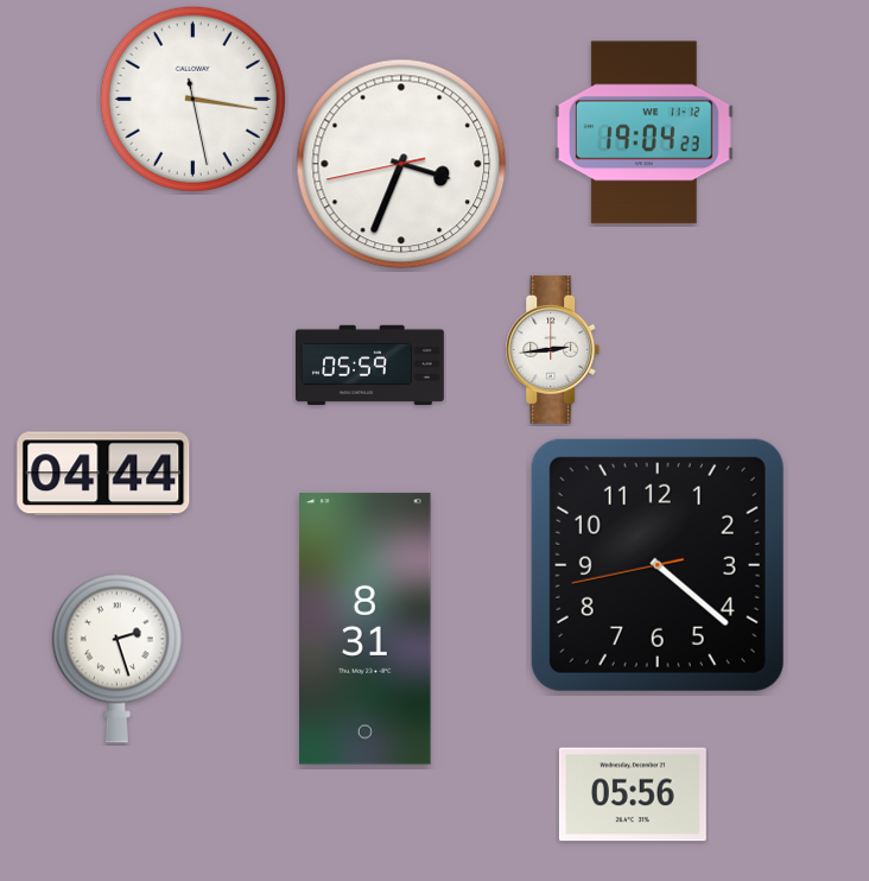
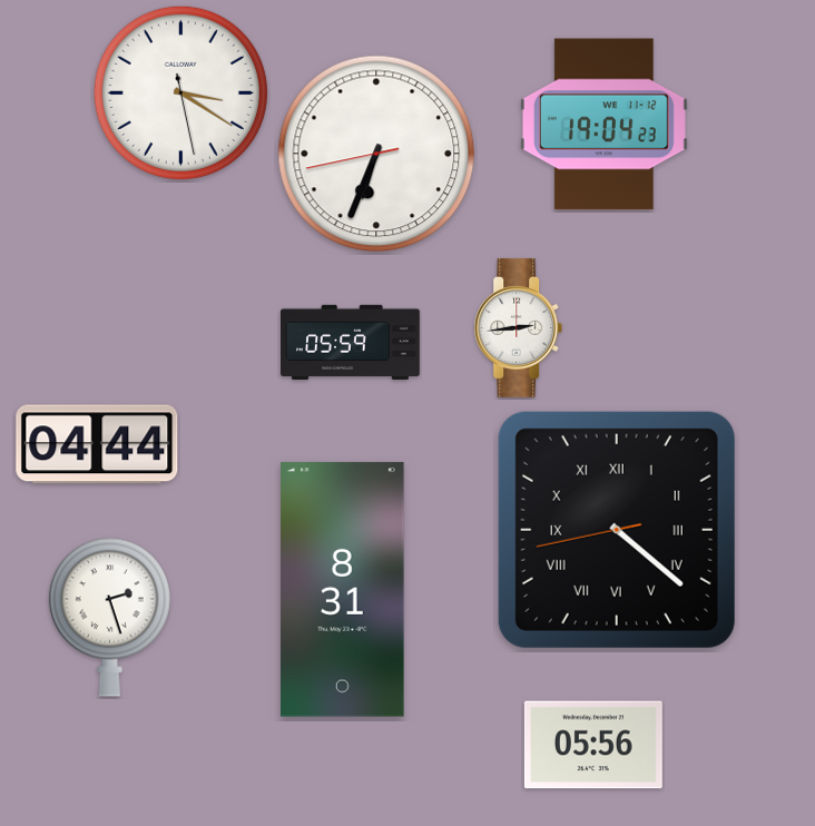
clock at (192, 99): 3:16 -> 3:20
clock at (401, 164): 3:33 -> 6:33
clock at (370, 365) position: (370, 365) -> (351, 342)
clock at (658, 565) numerals: Arabic -> Roman
